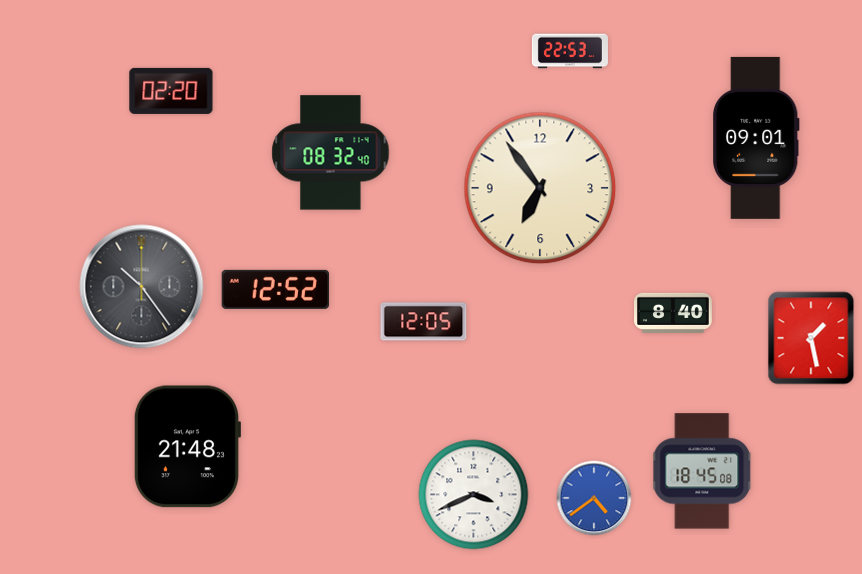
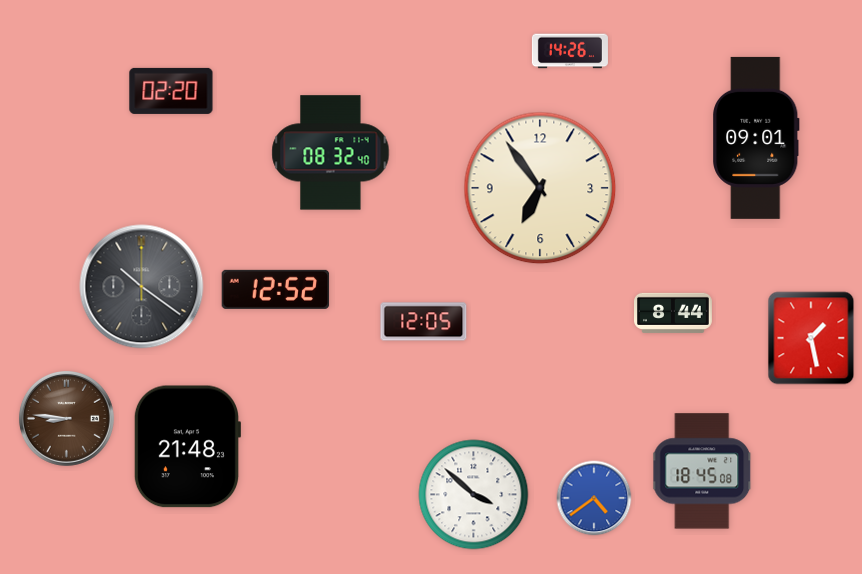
clock at (570, 51): 22:53 -> 14:26
clock at (142, 287): 10:24 -> 10:21
clock at (674, 313): 8:40 -> 8:44
clock at (66, 418): none -> 8:46
clock at (474, 495): 3:41 -> 3:52
